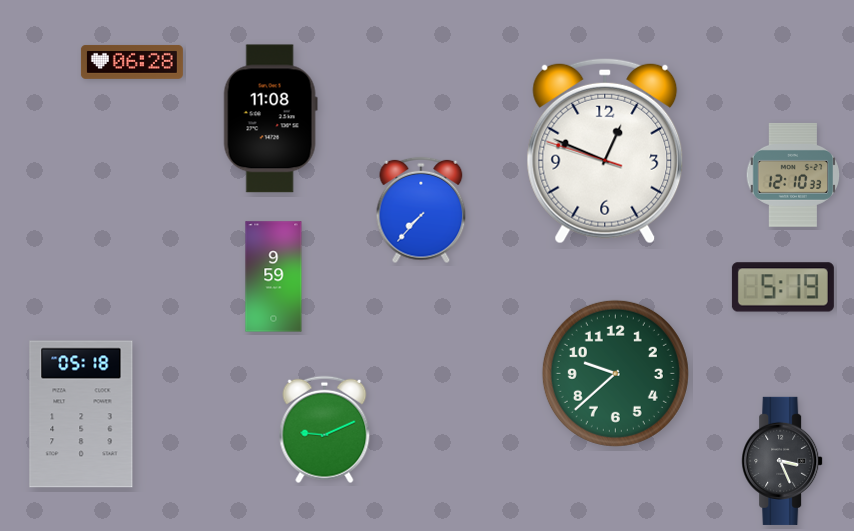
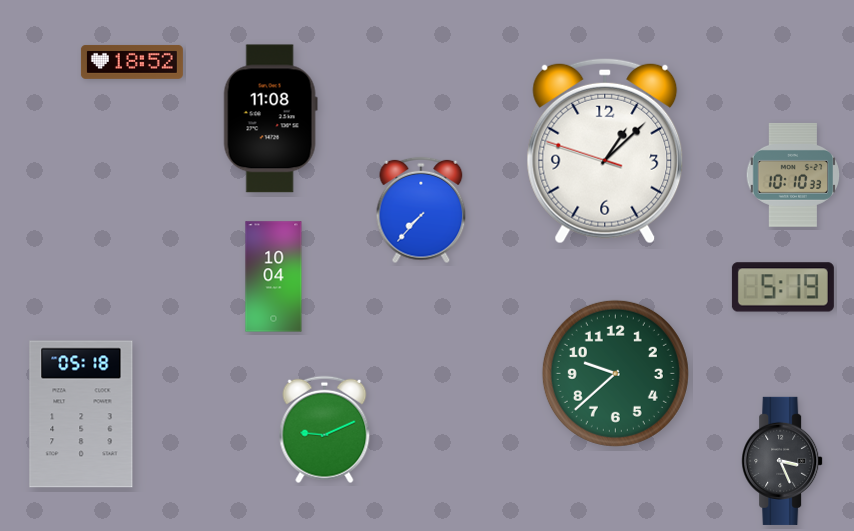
clock at (132, 62): 06:28 -> 18:52
clock at (605, 151): 12:48 -> 1:07
clock at (793, 175): 12:10 -> 10:10
clock at (274, 277): 9:59 -> 10:04
